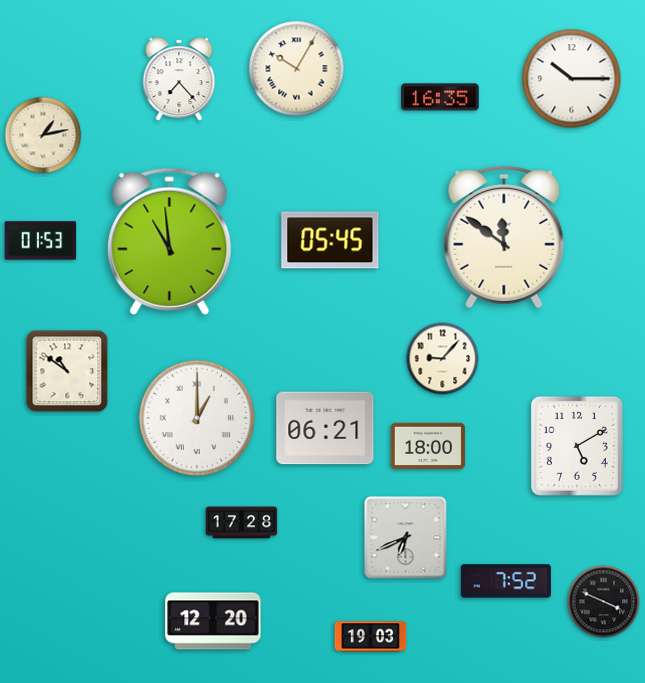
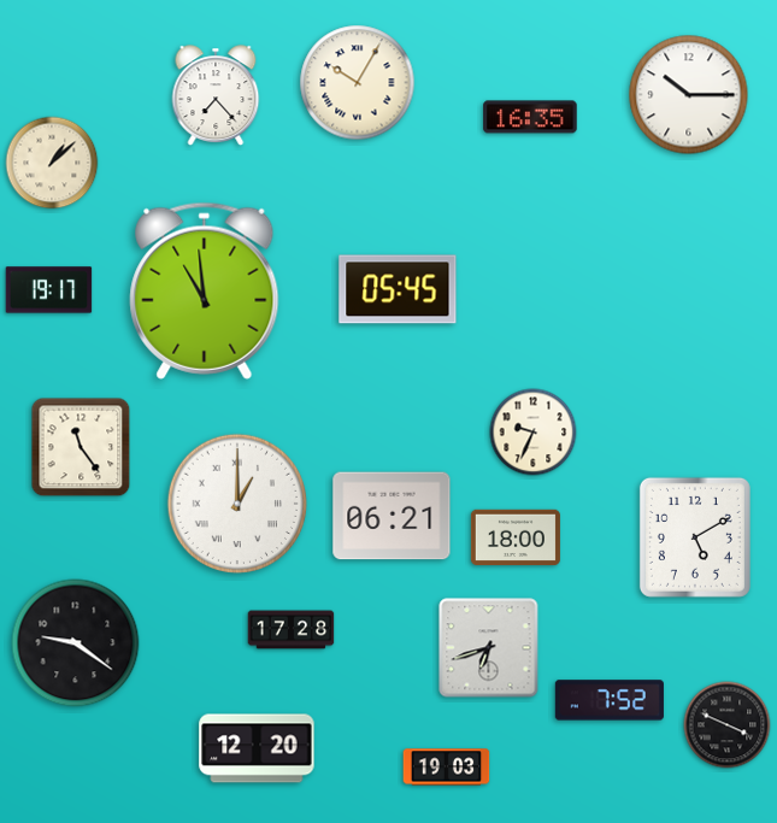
clock at (43, 135): 1:13 -> 1:08
clock at (504, 237): 11:51 -> none
clock at (41, 241): 01:53 -> 19:17
clock at (443, 359): 9:07 -> 9:34
clock at (67, 371): 10:51 -> 11:24
clock at (76, 643): none -> 9:21
clock at (406, 538): 6:41 -> 6:42
